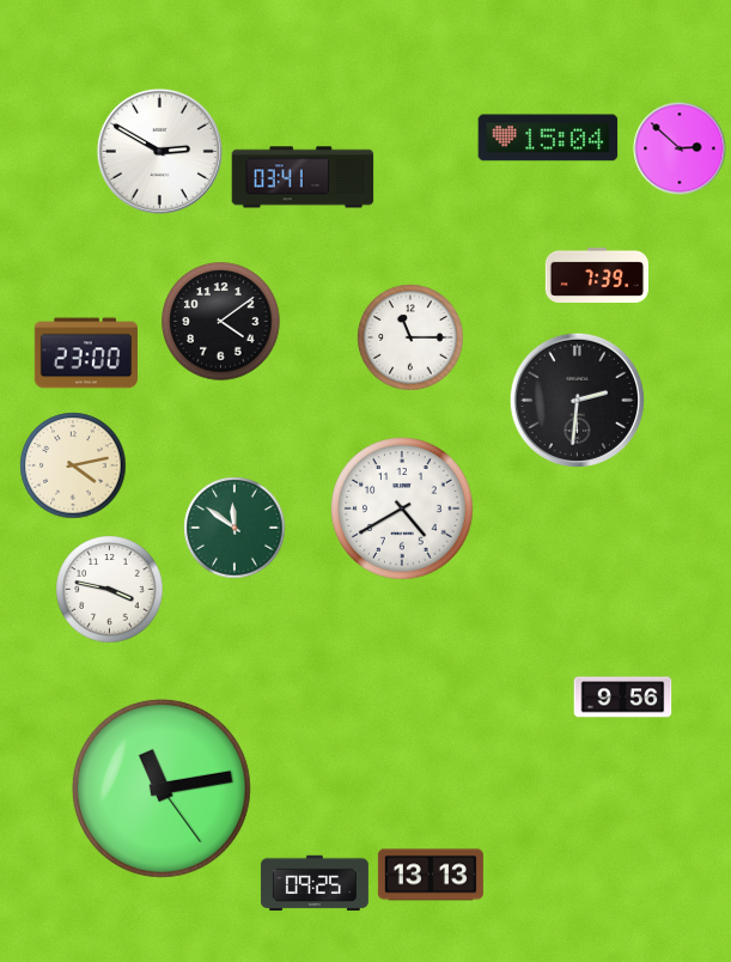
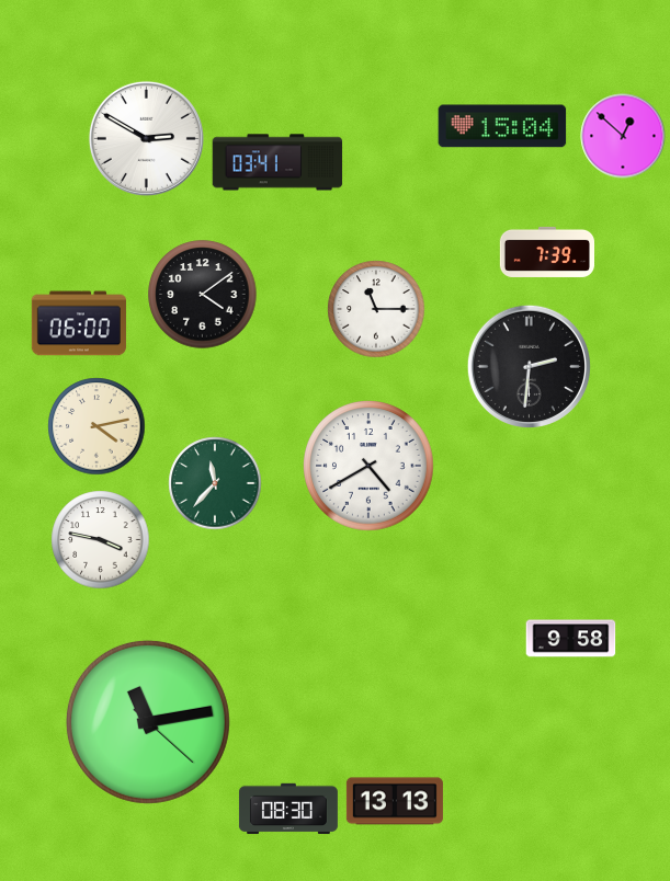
clock at (680, 148): 2:52 -> 12:52
clock at (86, 353): 23:00 -> 06:00
clock at (73, 465) position: (73, 465) -> (96, 426)
clock at (234, 528): 11:51 -> 11:37
clock at (623, 698): 9:56 -> 9:58
clock at (162, 789): 11:13:24 -> 11:13:22
clock at (315, 883): 09:25 -> 08:30
